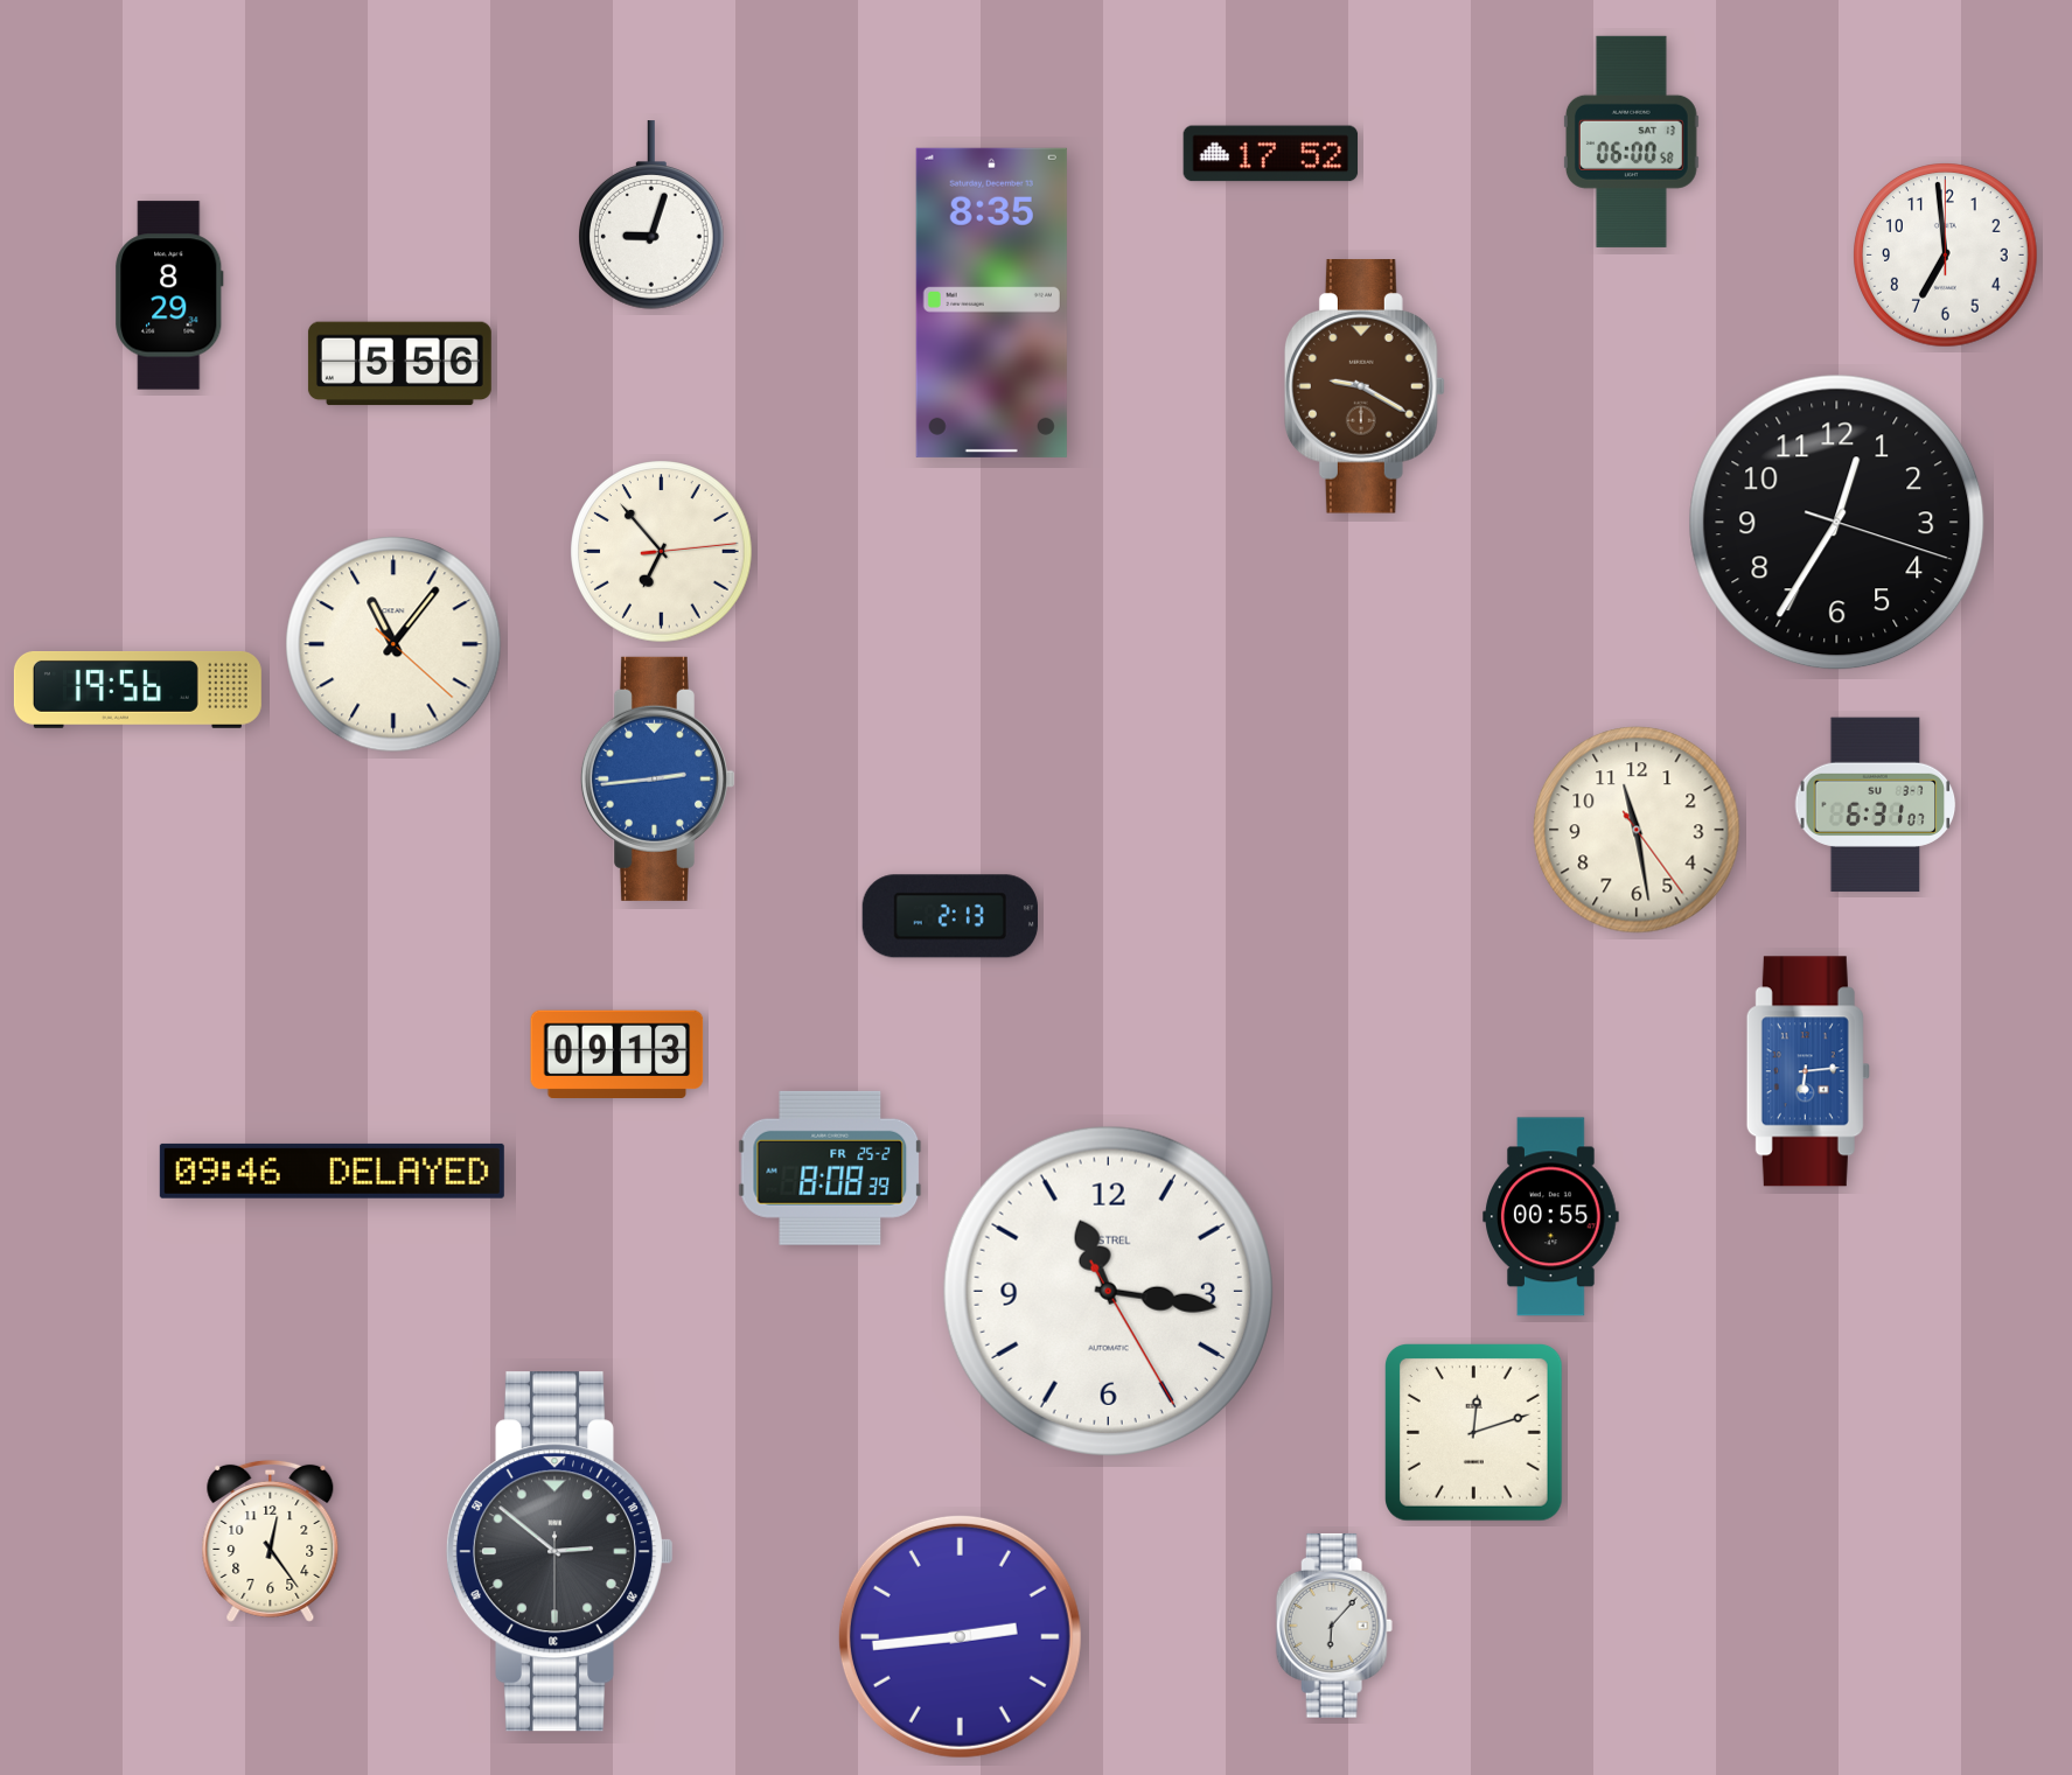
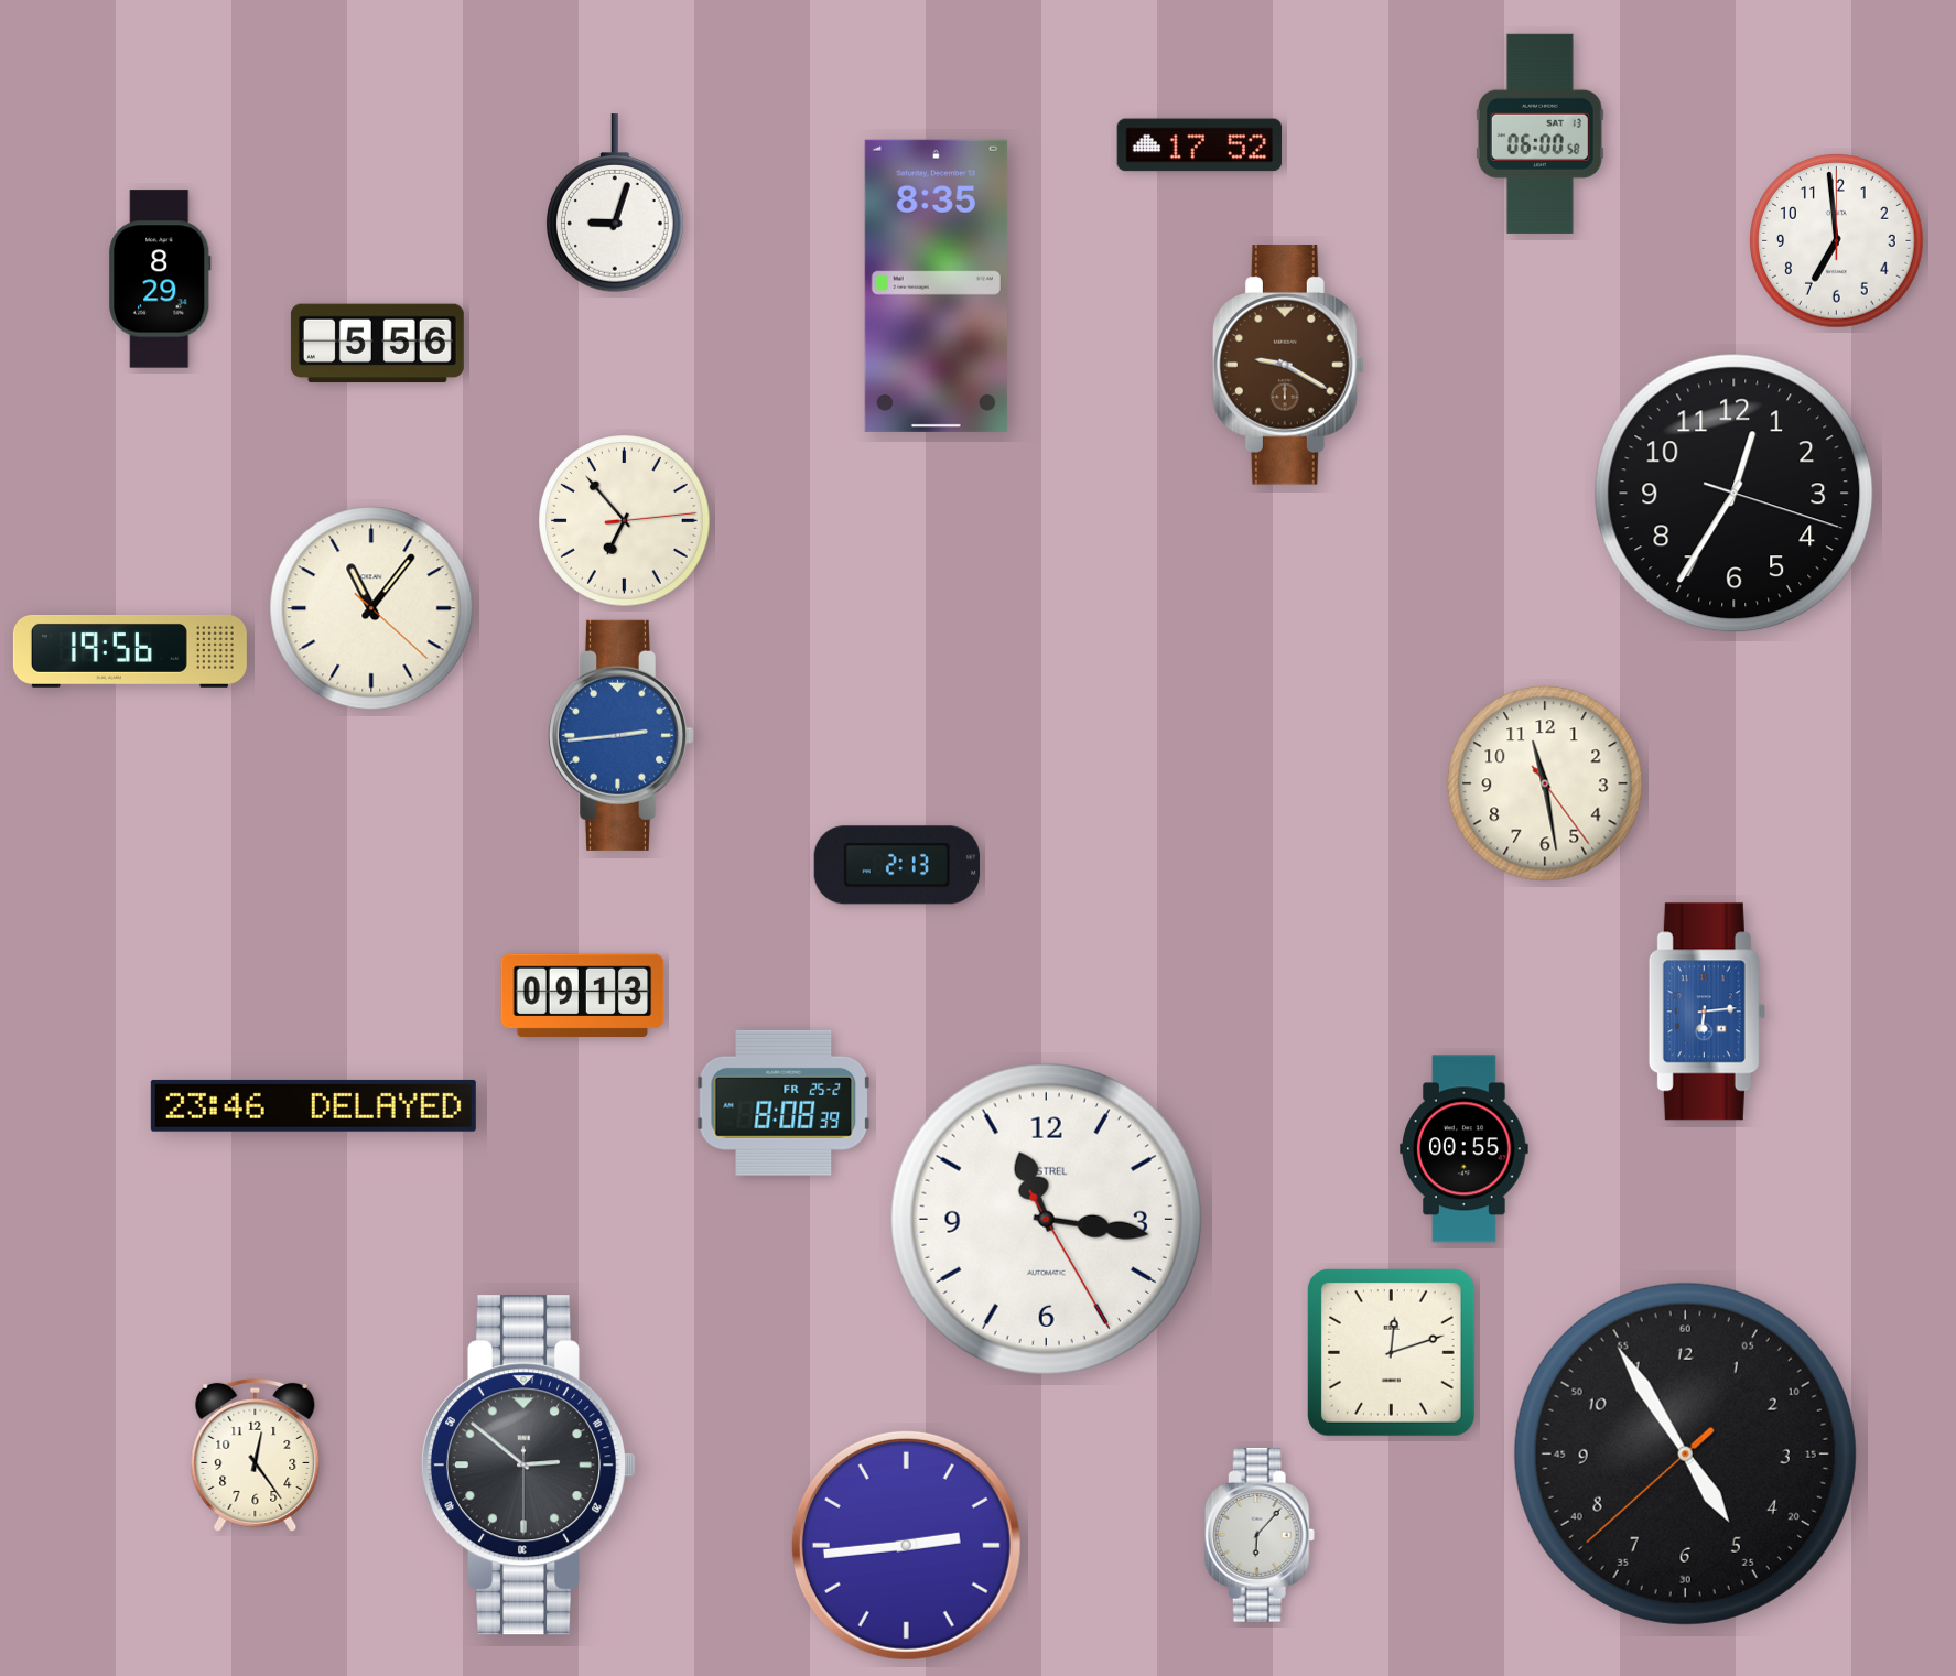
clock at (1876, 805): 6:31 -> none
clock at (332, 1170): 09:46 -> 23:46
clock at (1685, 1453): none -> 4:54
